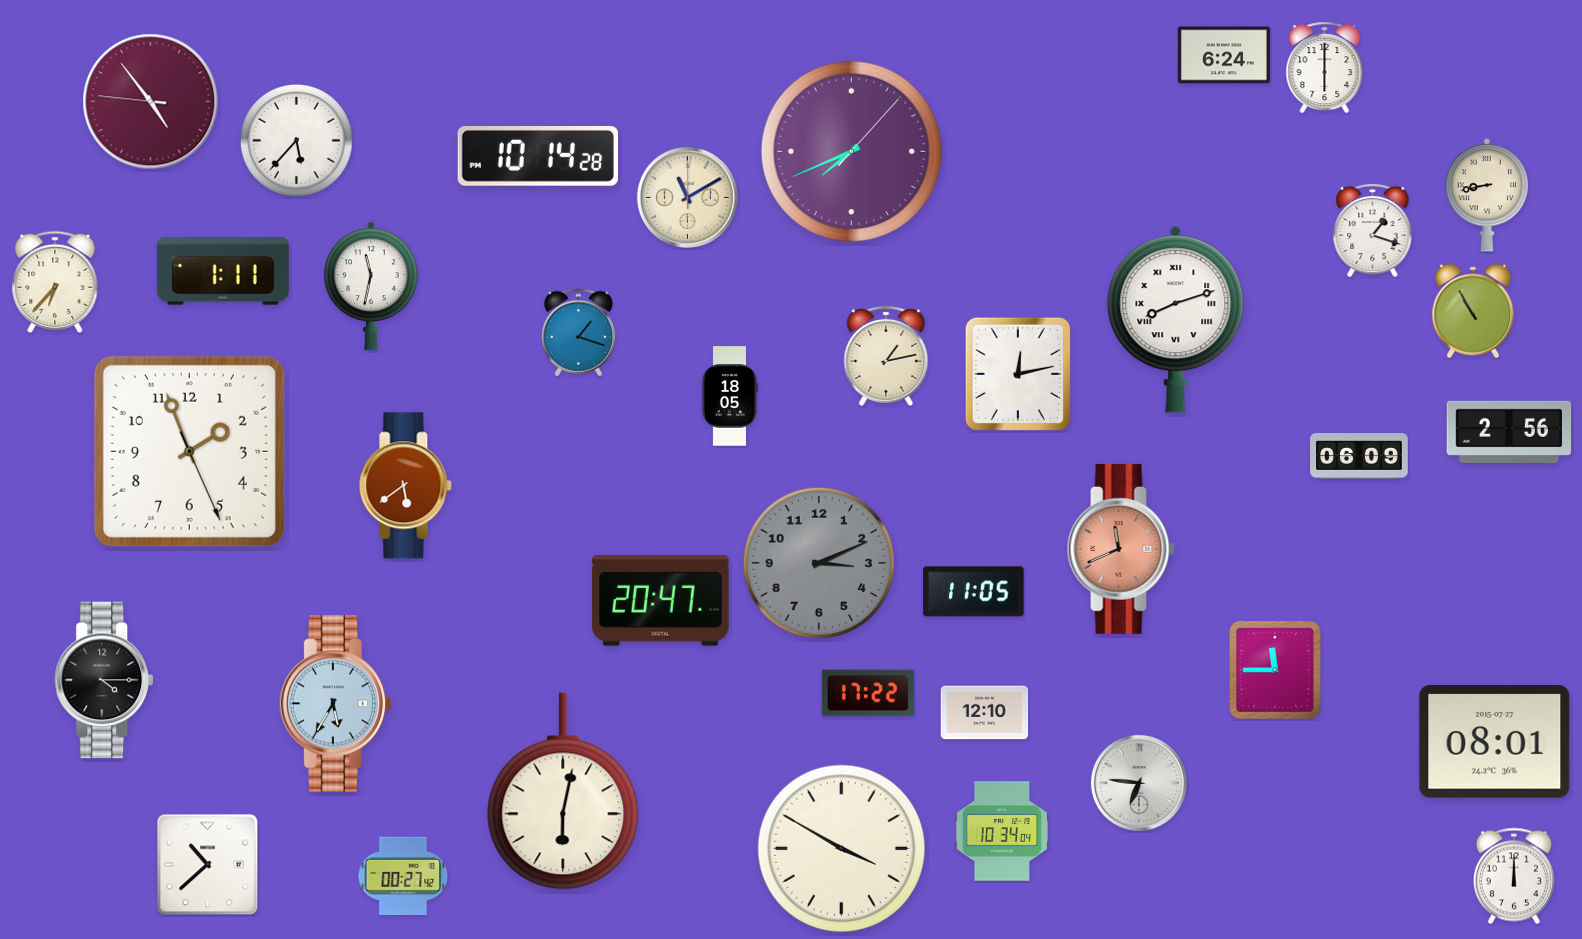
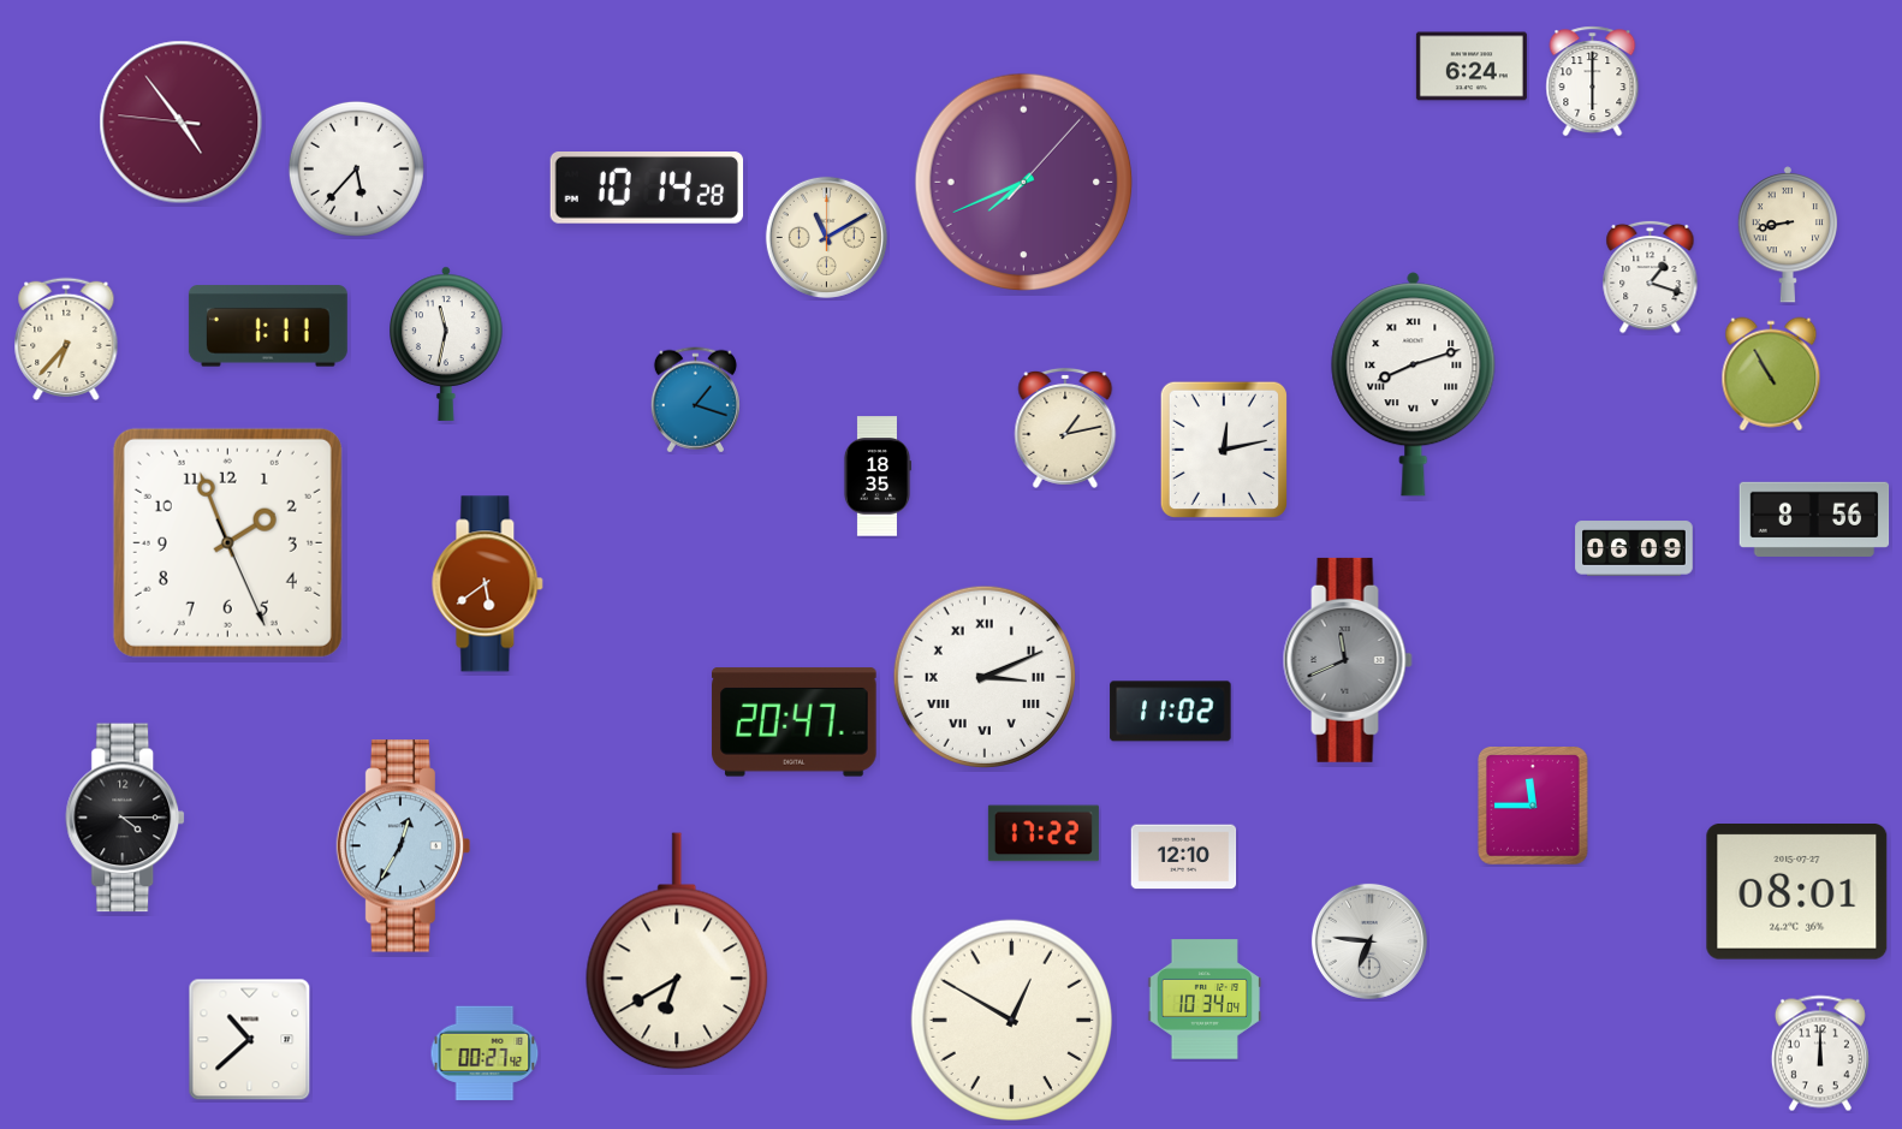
clock at (729, 396): 18:05 -> 18:35
clock at (1509, 432): 2:56 -> 8:56
clock at (1121, 549) dial: salmon -> grey
clock at (819, 563) dial: grey -> white
clock at (819, 563) numerals: Arabic -> Roman
clock at (974, 592): 11:05 -> 11:02
clock at (336, 704): 5:35 -> 12:35
clock at (563, 791): 6:02 -> 6:40
clock at (841, 848): 3:50 -> 12:50
